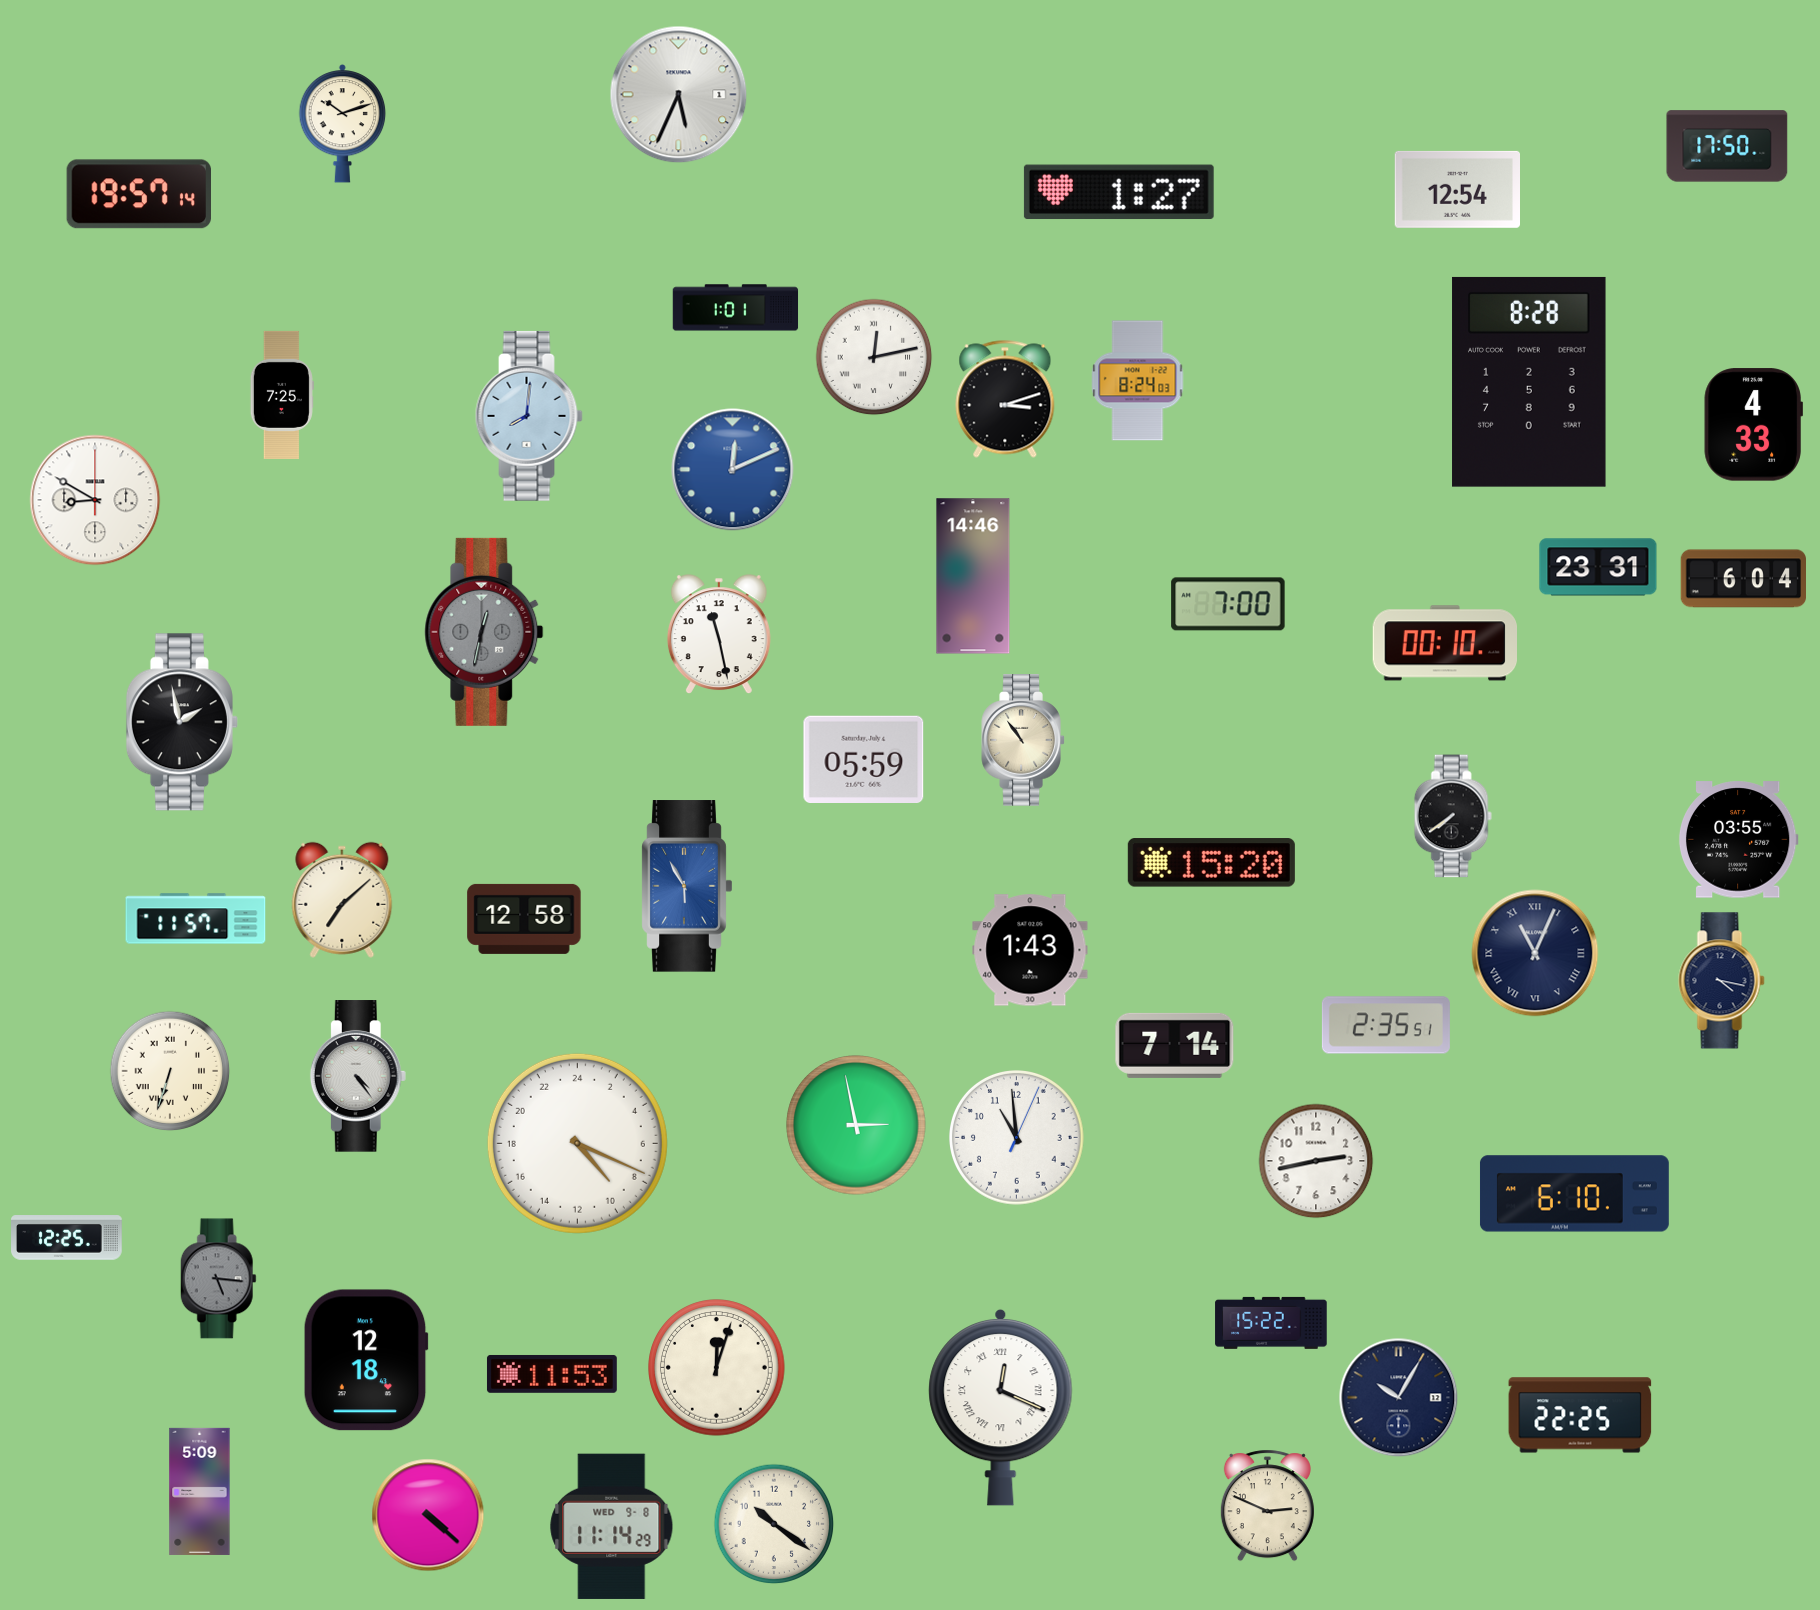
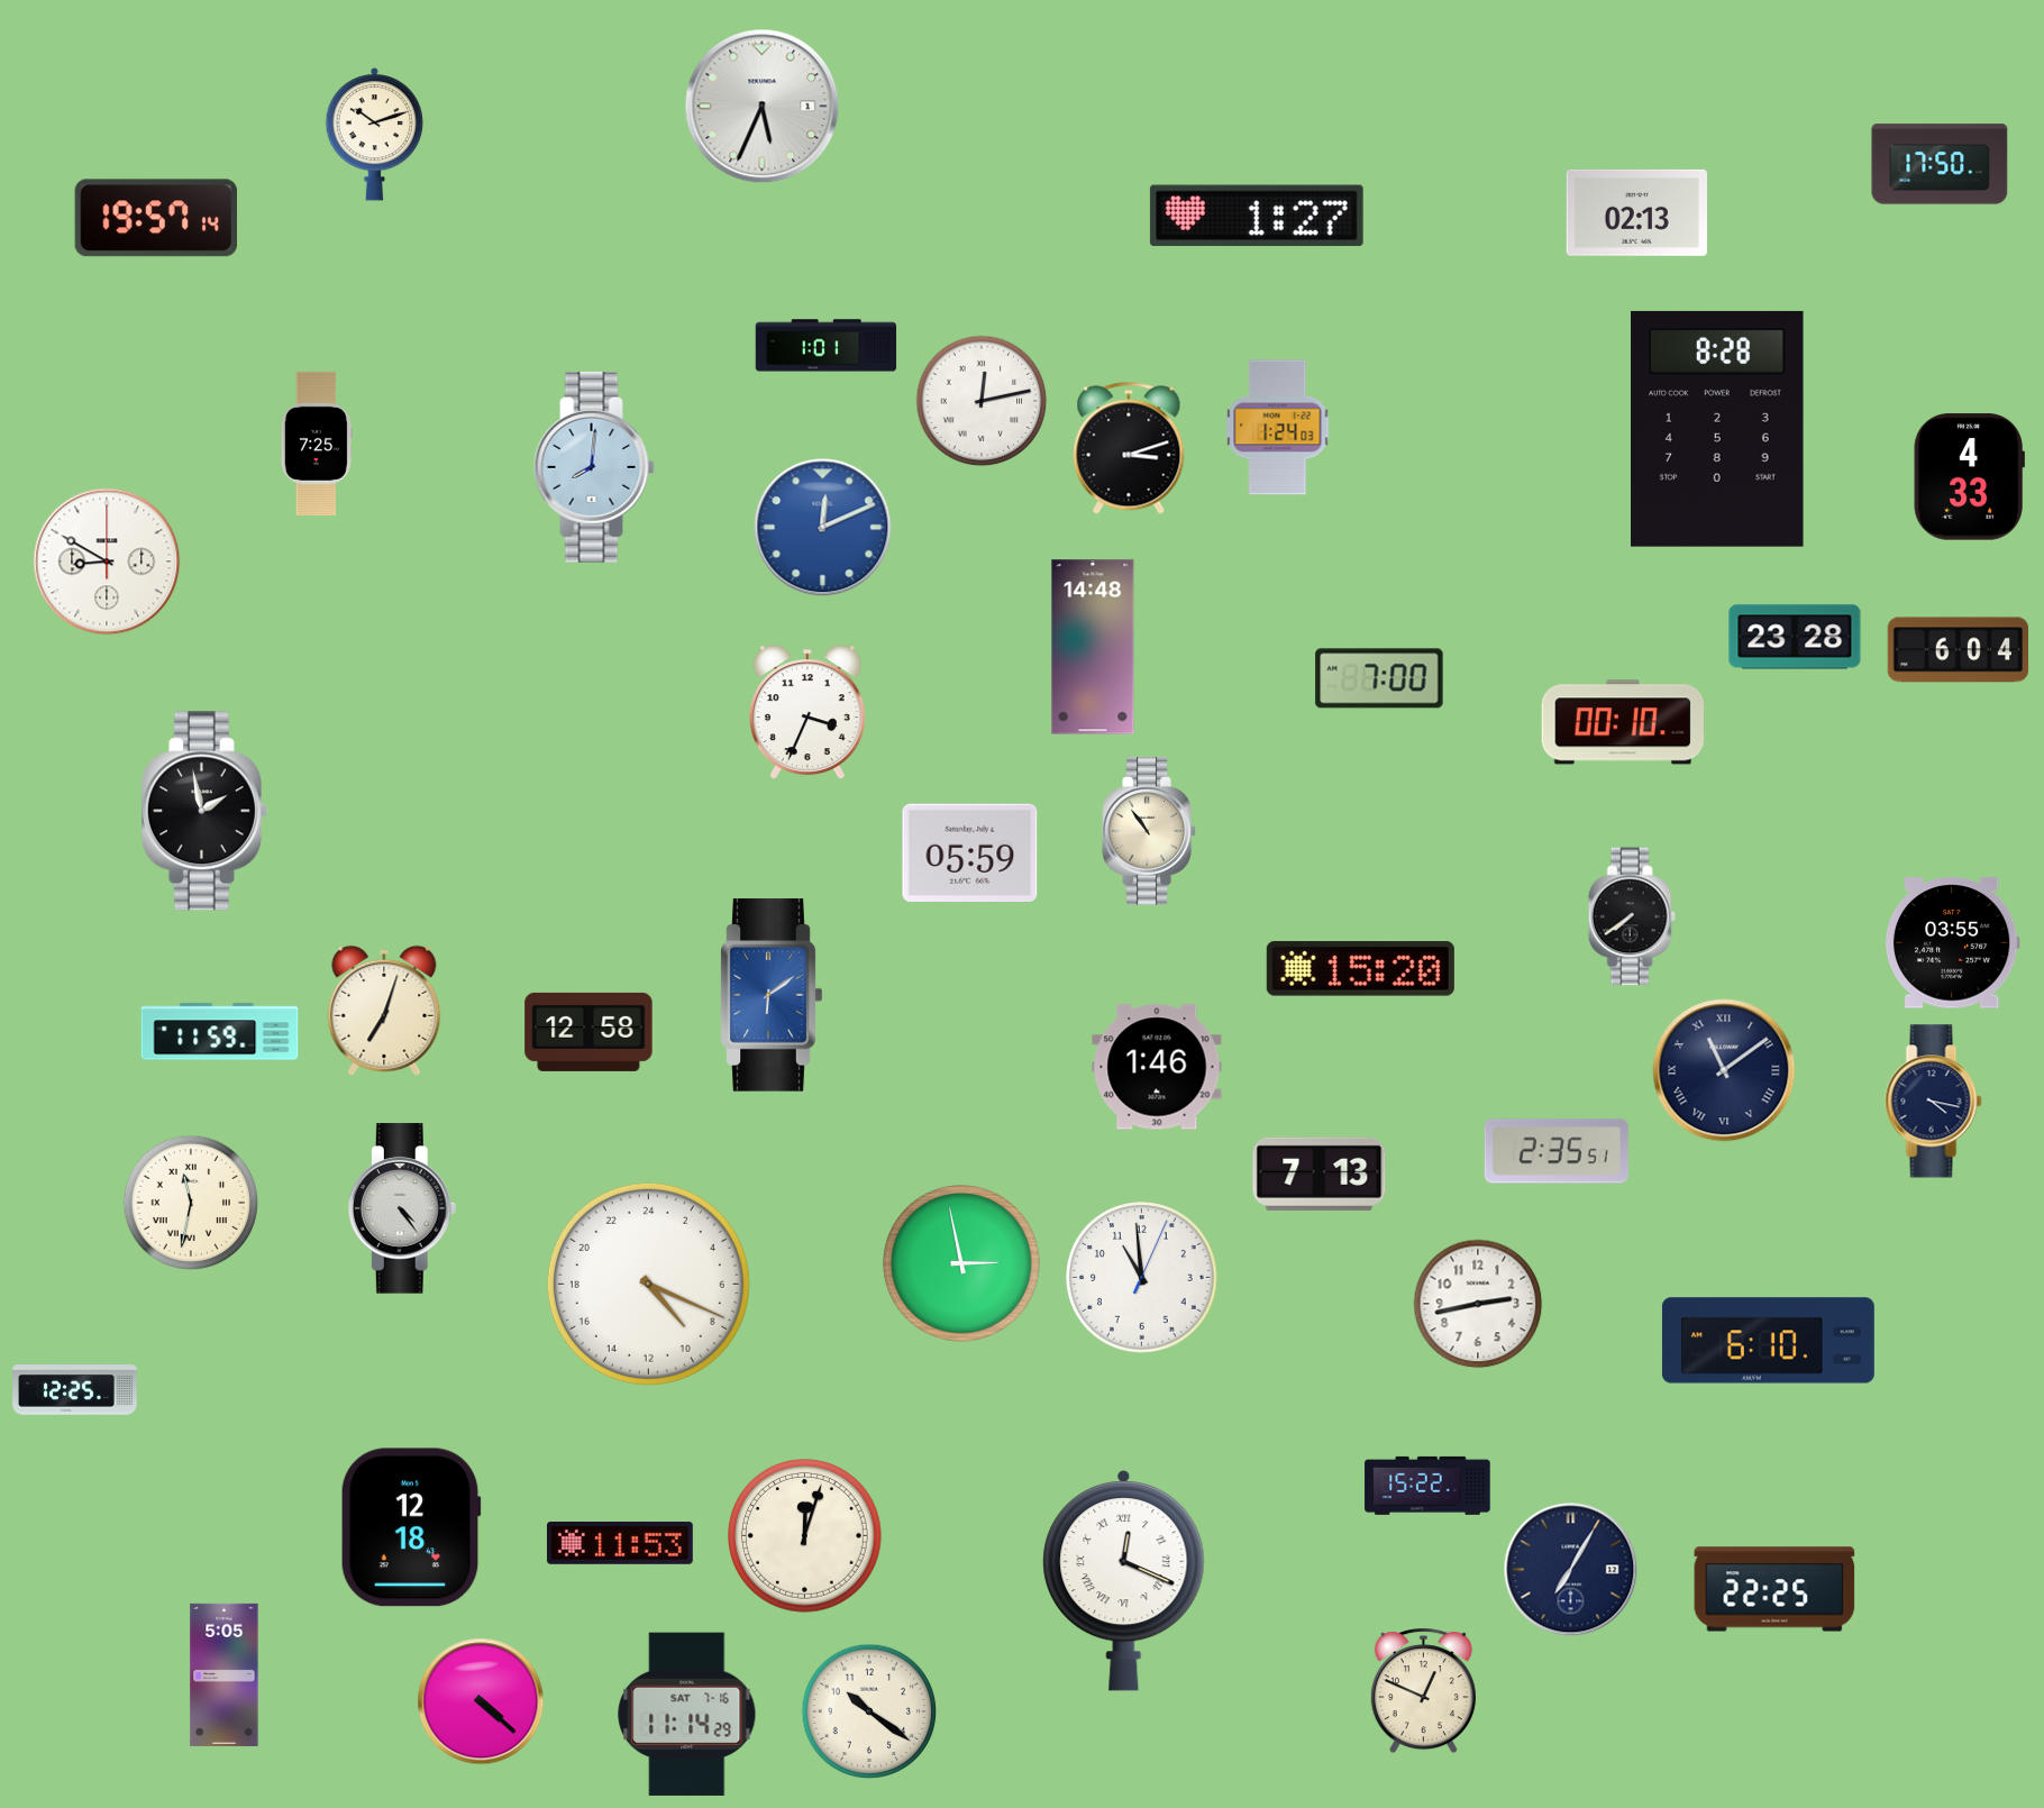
clock at (343, 123) position: (343, 123) -> (375, 134)
clock at (1457, 189): 12:54 -> 02:13
clock at (1138, 381): 8:24 -> 1:24
clock at (1598, 567): 23:31 -> 23:28
clock at (973, 576): 14:46 -> 14:48
clock at (484, 632): 12:32 -> none
clock at (719, 635): 11:28 -> 3:34
clock at (687, 886): 5:55 -> 6:09
clock at (342, 900): 7:08 -> 7:03
clock at (196, 919): 11:57 -> 11:59
clock at (1030, 950): 1:43 -> 1:46
clock at (1535, 953): 11:04 -> 11:09
clock at (1175, 1045): 7:14 -> 7:13
clock at (170, 1071): 6:33 -> 11:32
clock at (218, 1279): 5:16 -> none
clock at (1399, 1398): 10:05 -> 7:05
clock at (200, 1491): 5:09 -> 5:05
clock at (1267, 1506): 2:49 -> 12:49
clock at (612, 1526) date: WED 9-8 -> SAT 7-16
